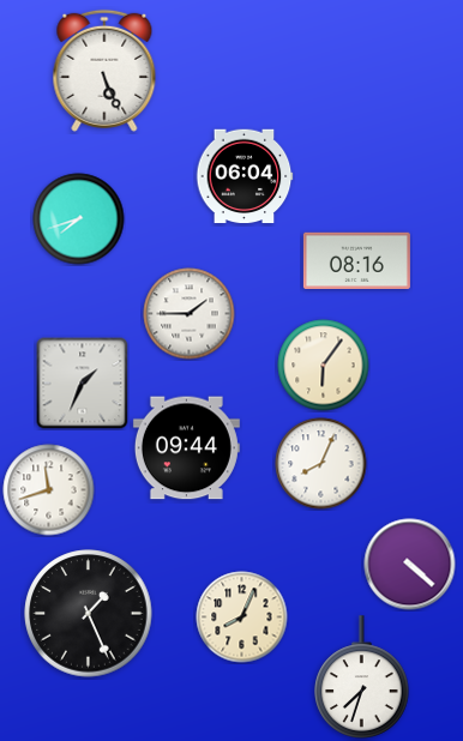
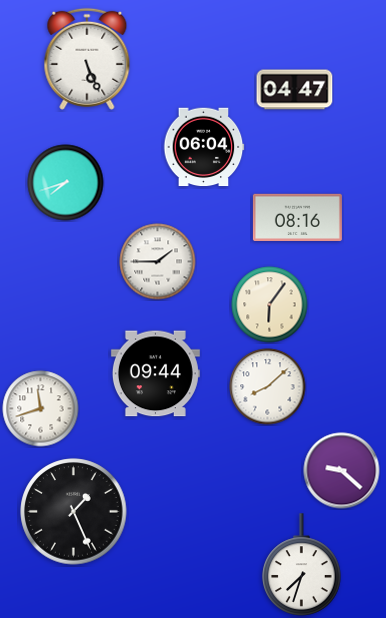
clock at (295, 90): none -> 04:47
clock at (83, 384): 1:34 -> none
clock at (321, 464): 8:04 -> 8:08
clock at (410, 565): 4:22 -> 9:22
clock at (242, 617): 8:04 -> none
